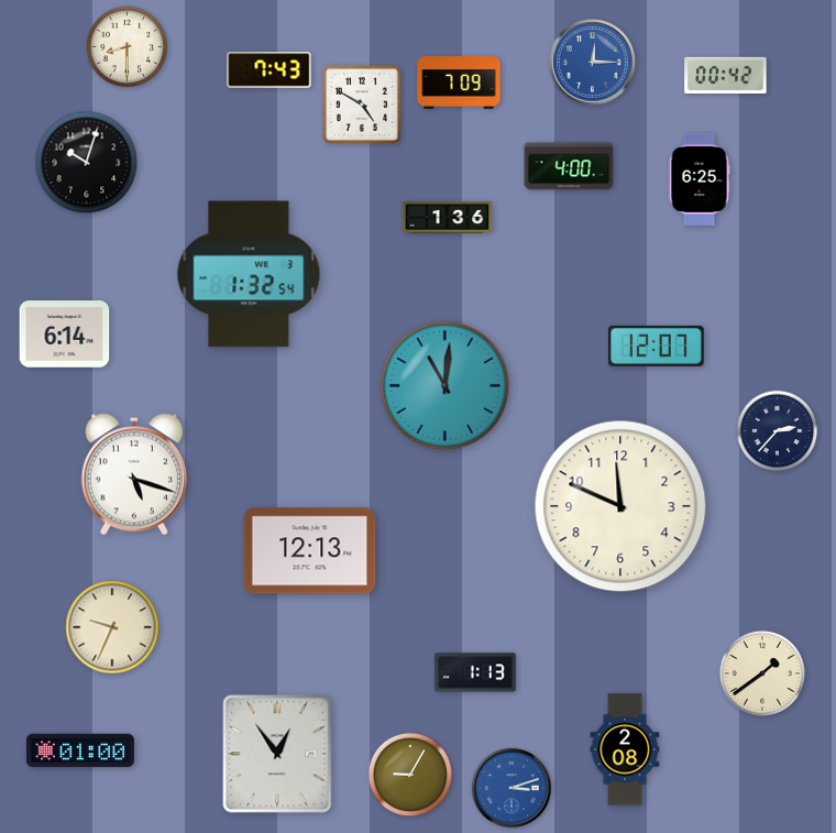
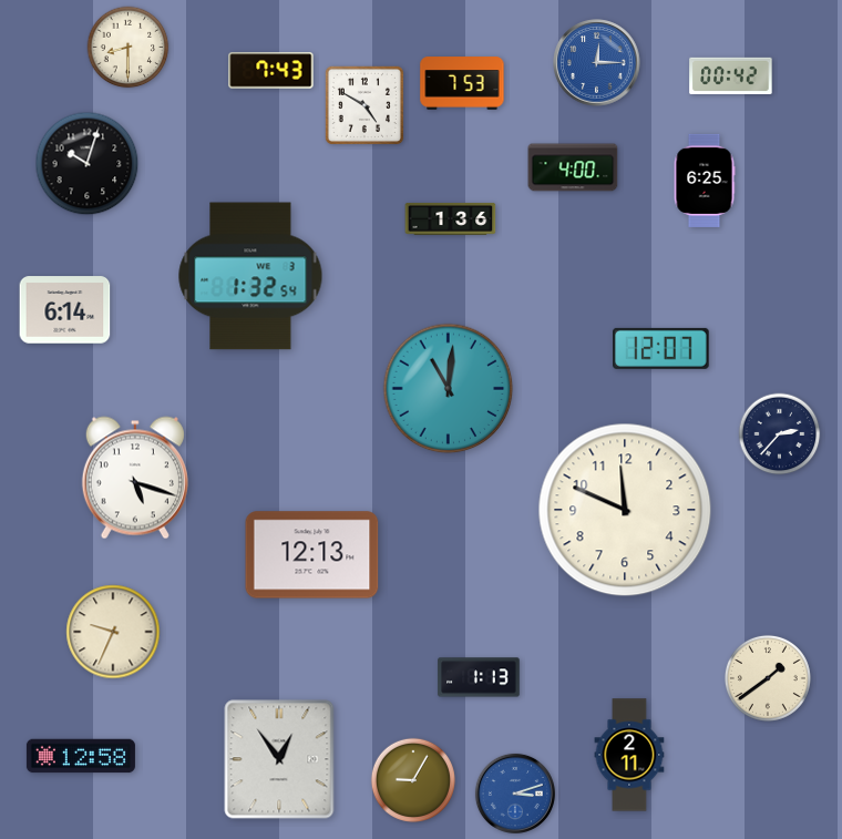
clock at (459, 83): 7:09 -> 7:53
clock at (65, 335) position: (65, 335) -> (65, 310)
clock at (778, 431) position: (778, 431) -> (780, 434)
clock at (625, 749): 2:08 -> 2:11
clock at (80, 750): 01:00 -> 12:58
